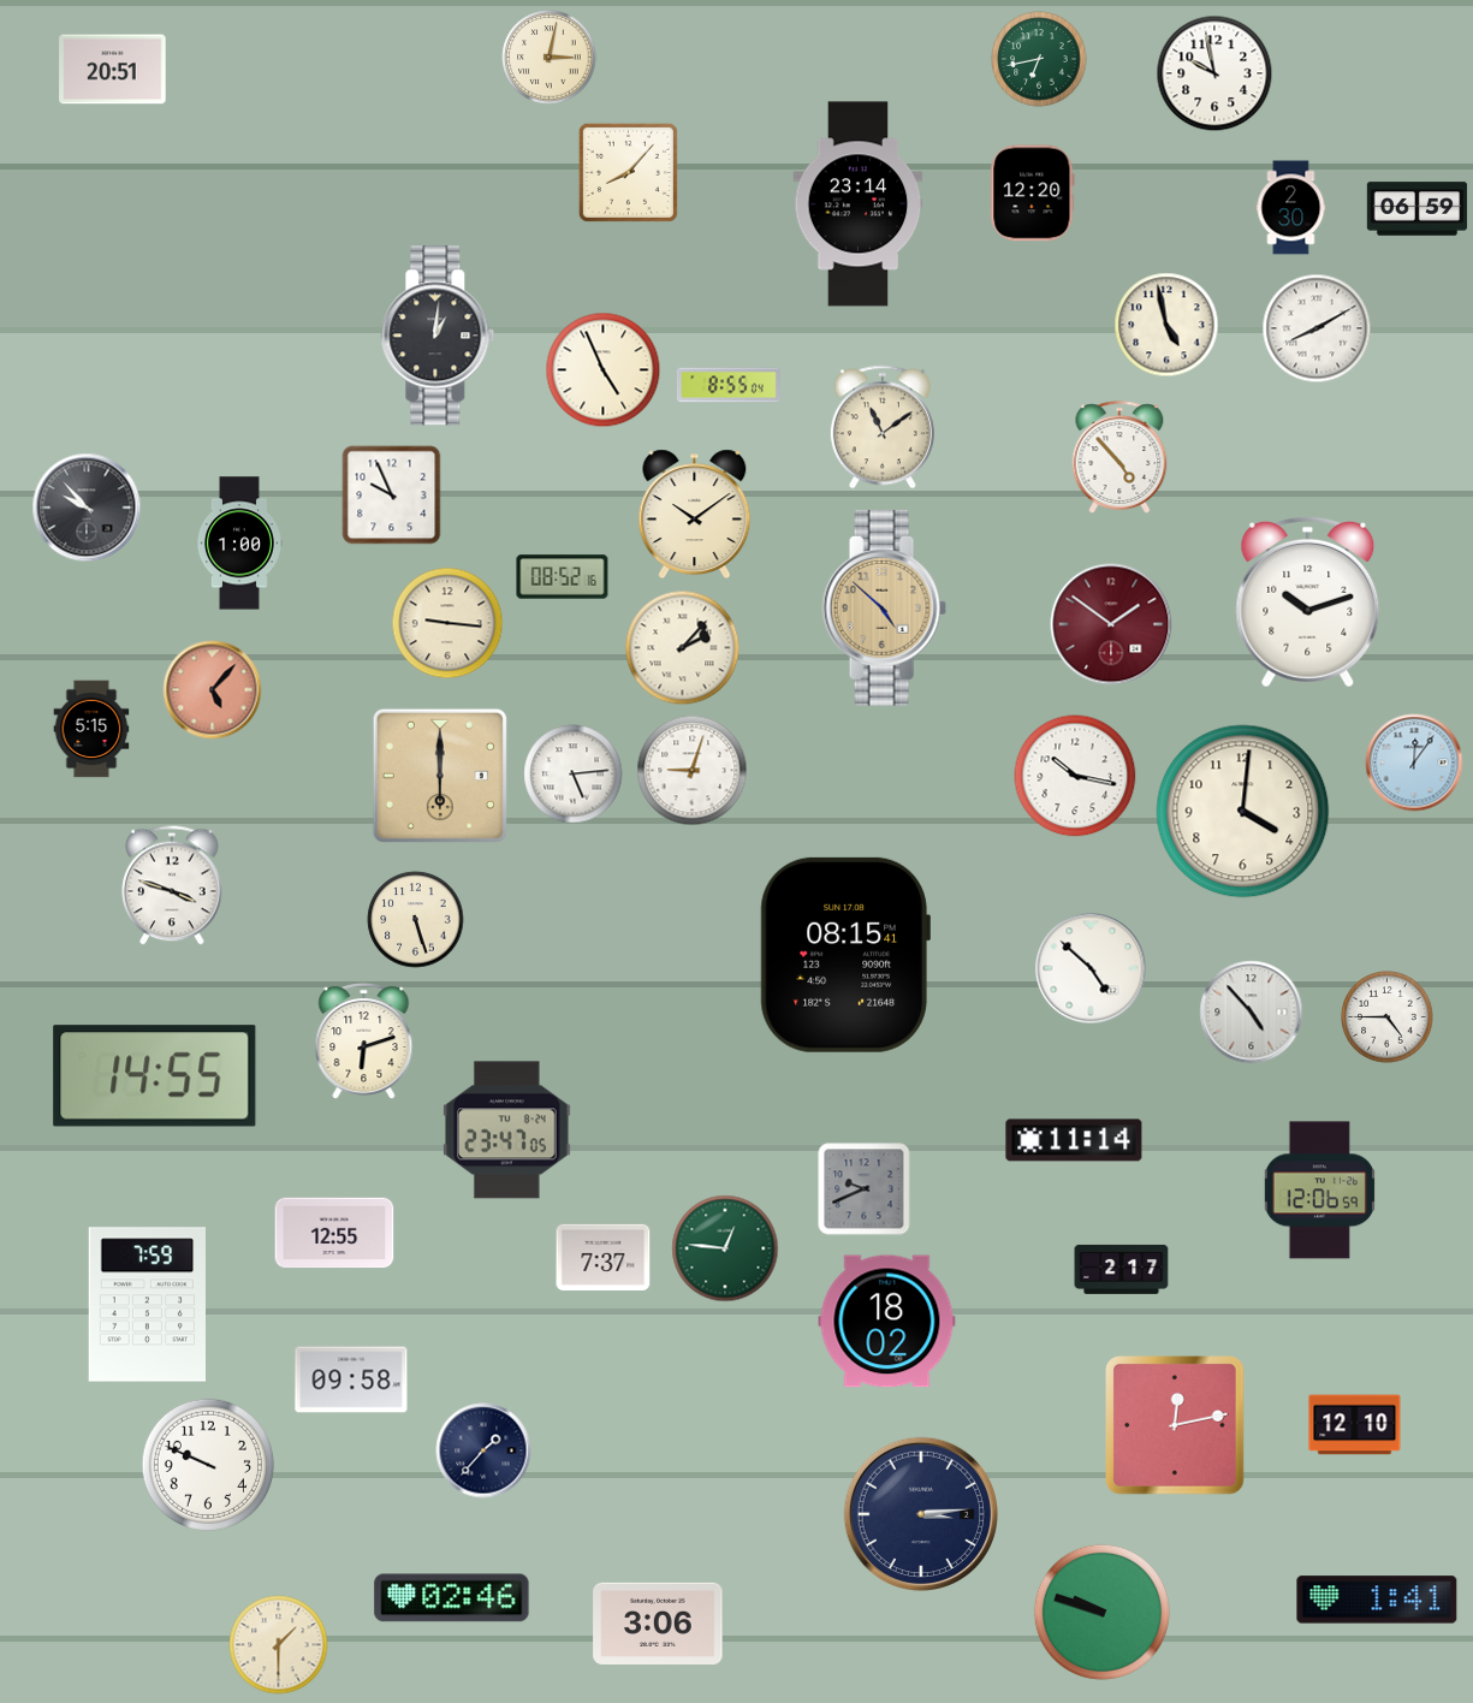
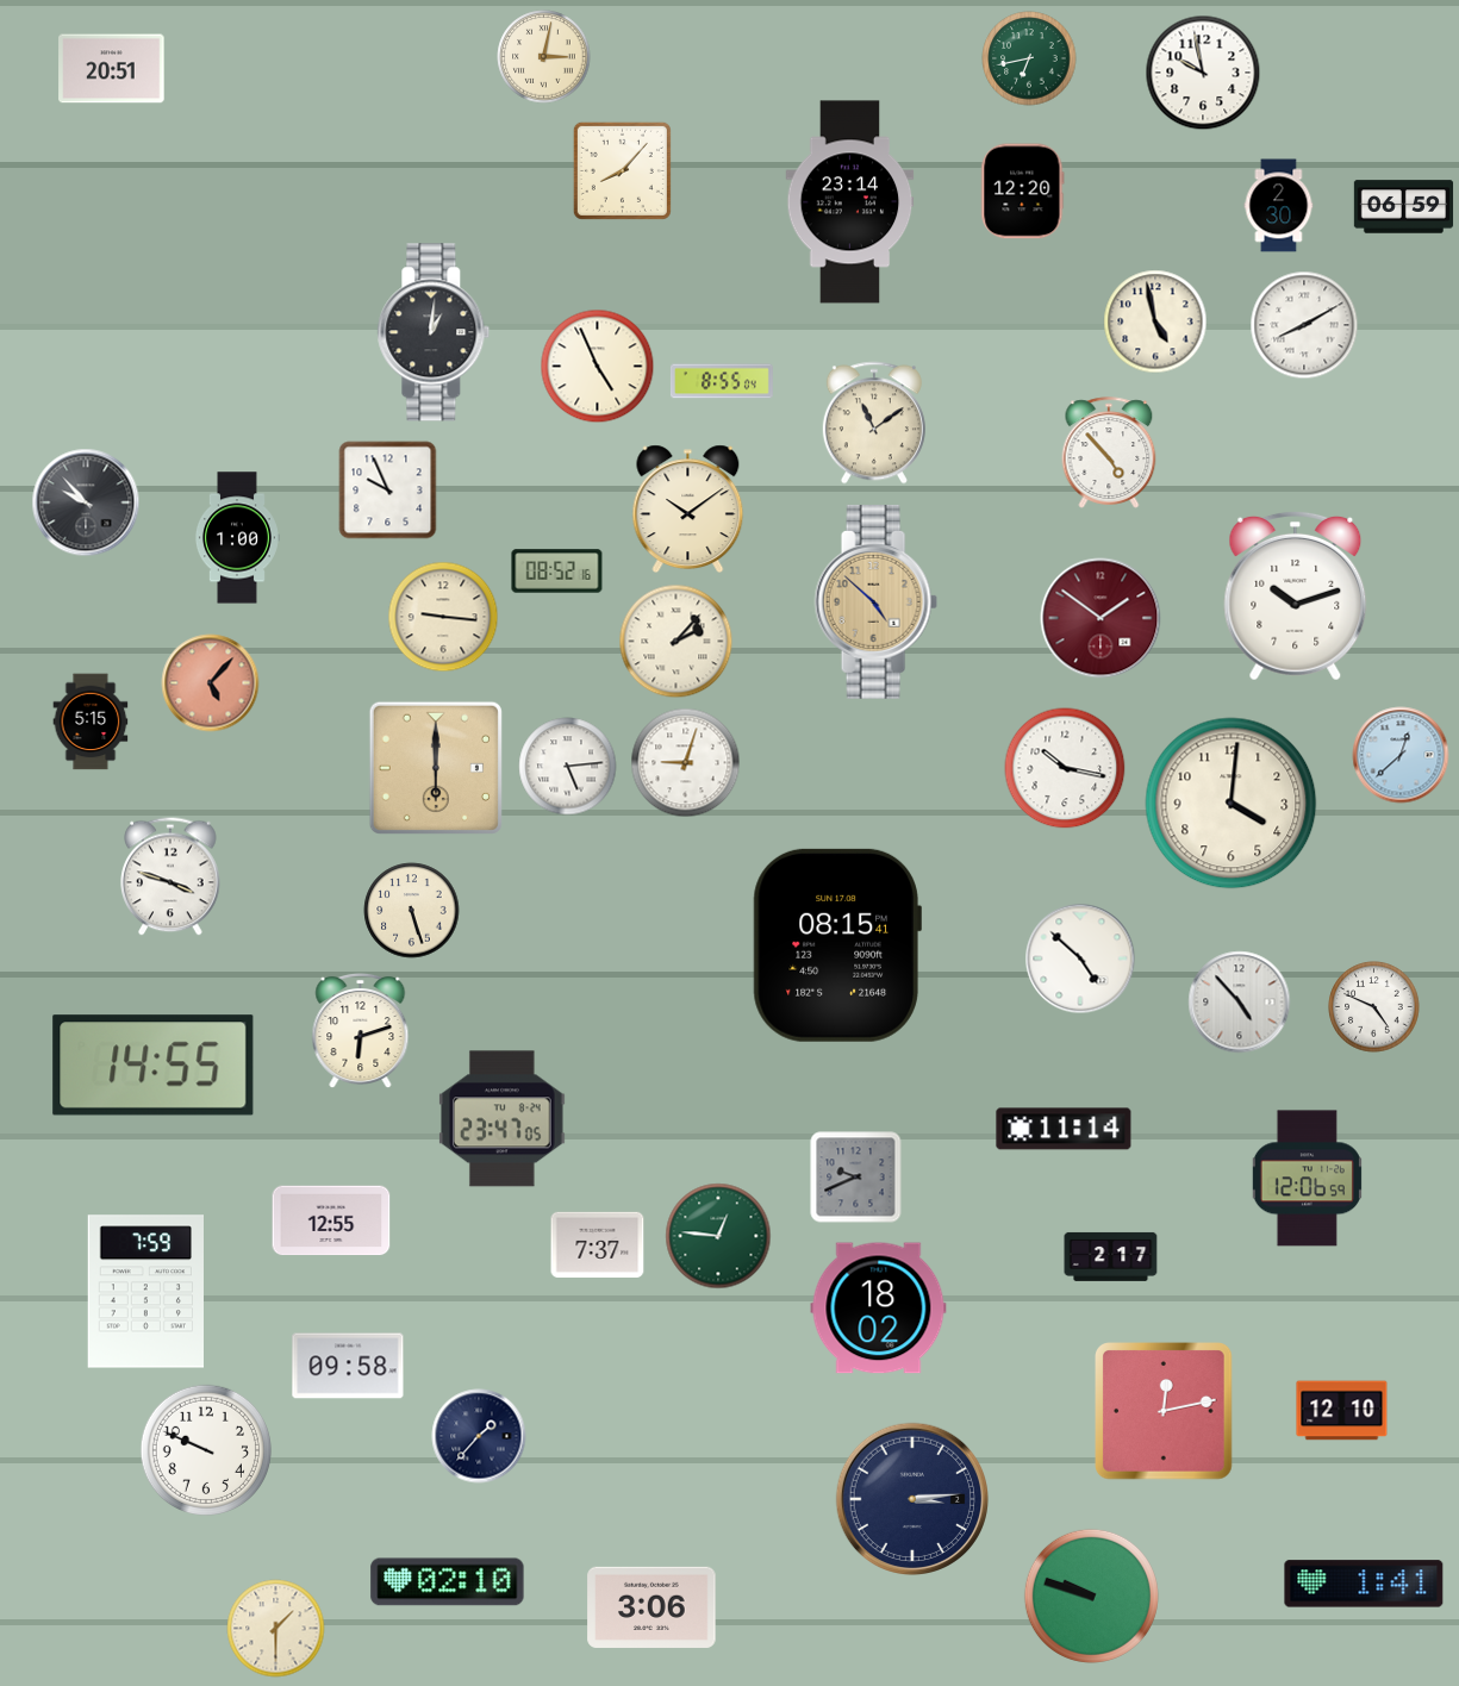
clock at (1414, 763): 12:06 -> 12:38
clock at (1388, 1017): 4:45 -> 4:49
clock at (452, 1598): 02:46 -> 02:10
